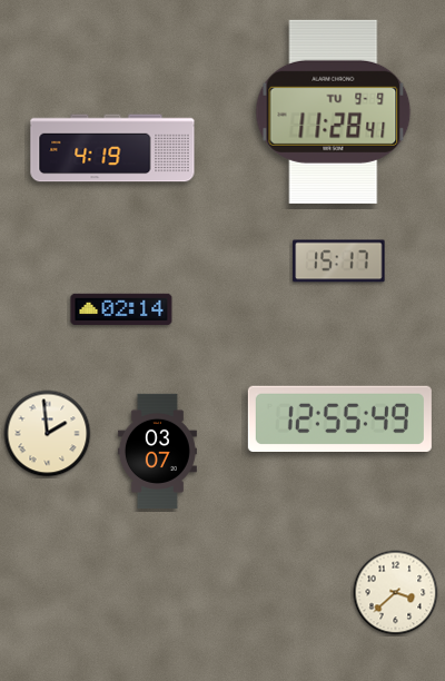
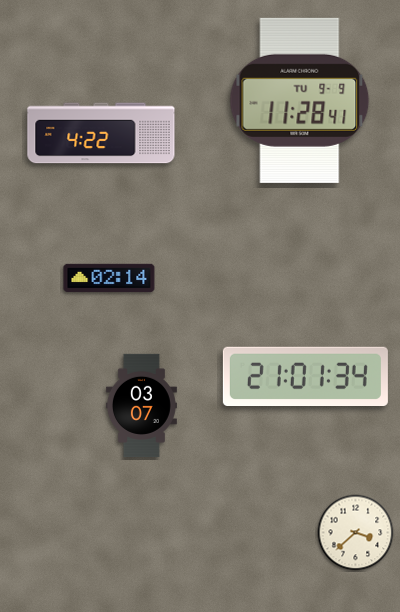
clock at (112, 148): 4:19 -> 4:22
clock at (339, 261): 15:17 -> none
clock at (339, 418): 12:55 -> 21:01
clock at (48, 434): 1:59 -> none
